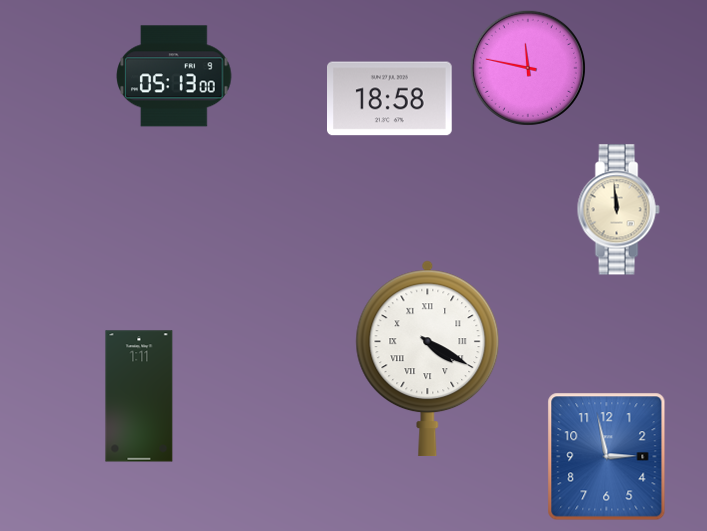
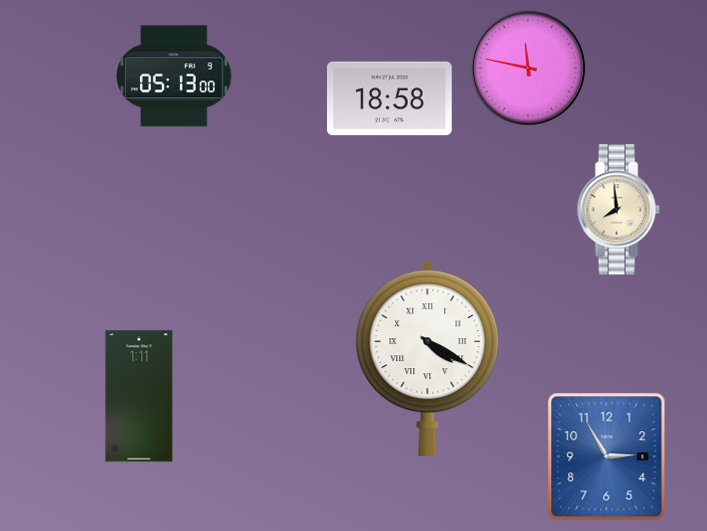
clock at (618, 210): 11:59 -> 7:59
clock at (607, 457): 2:58 -> 2:55
